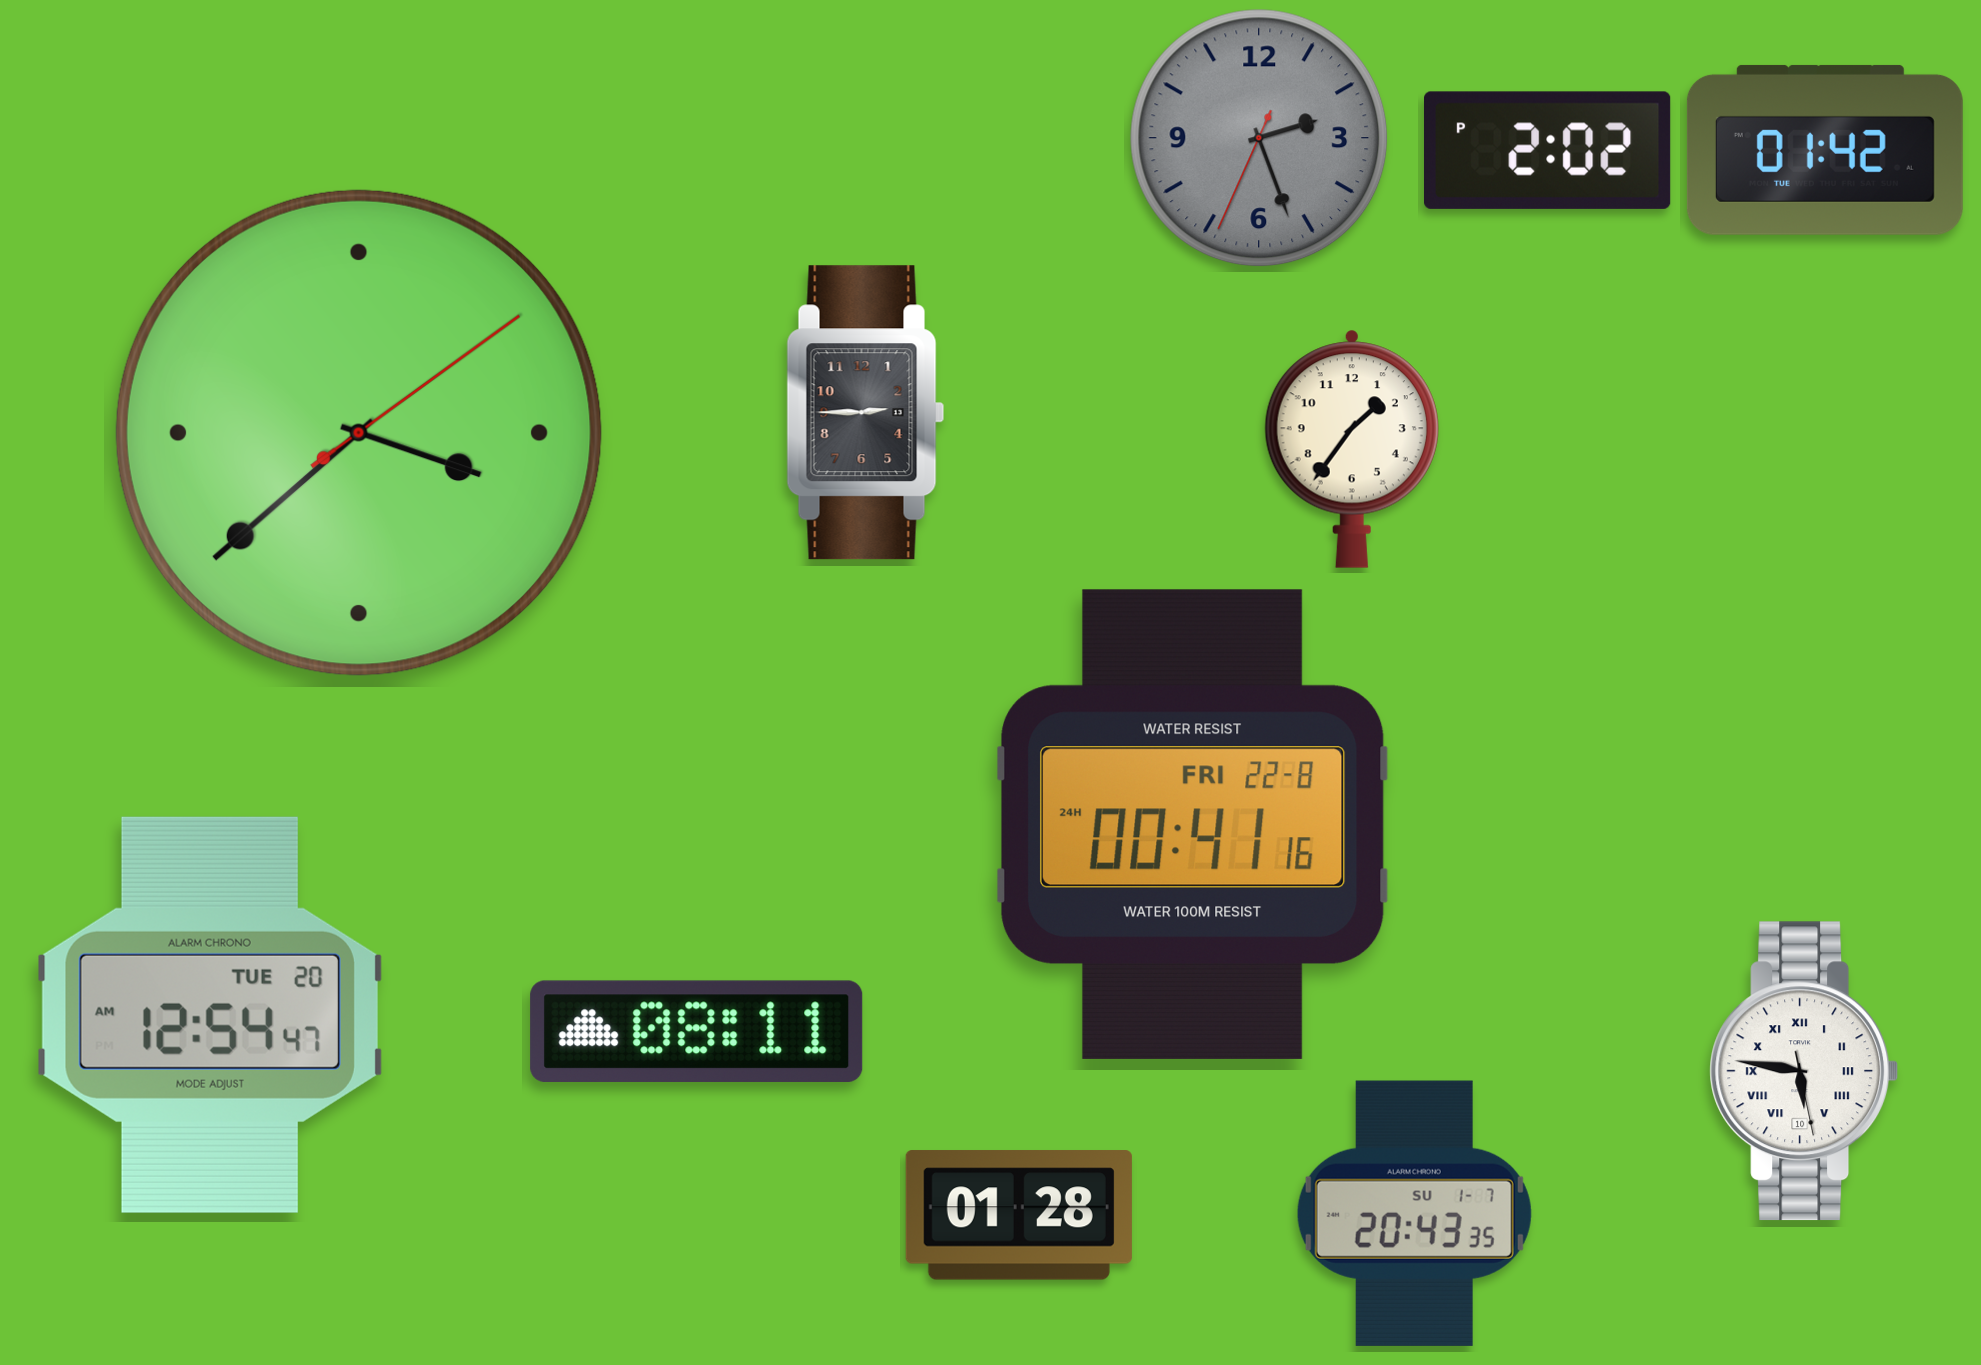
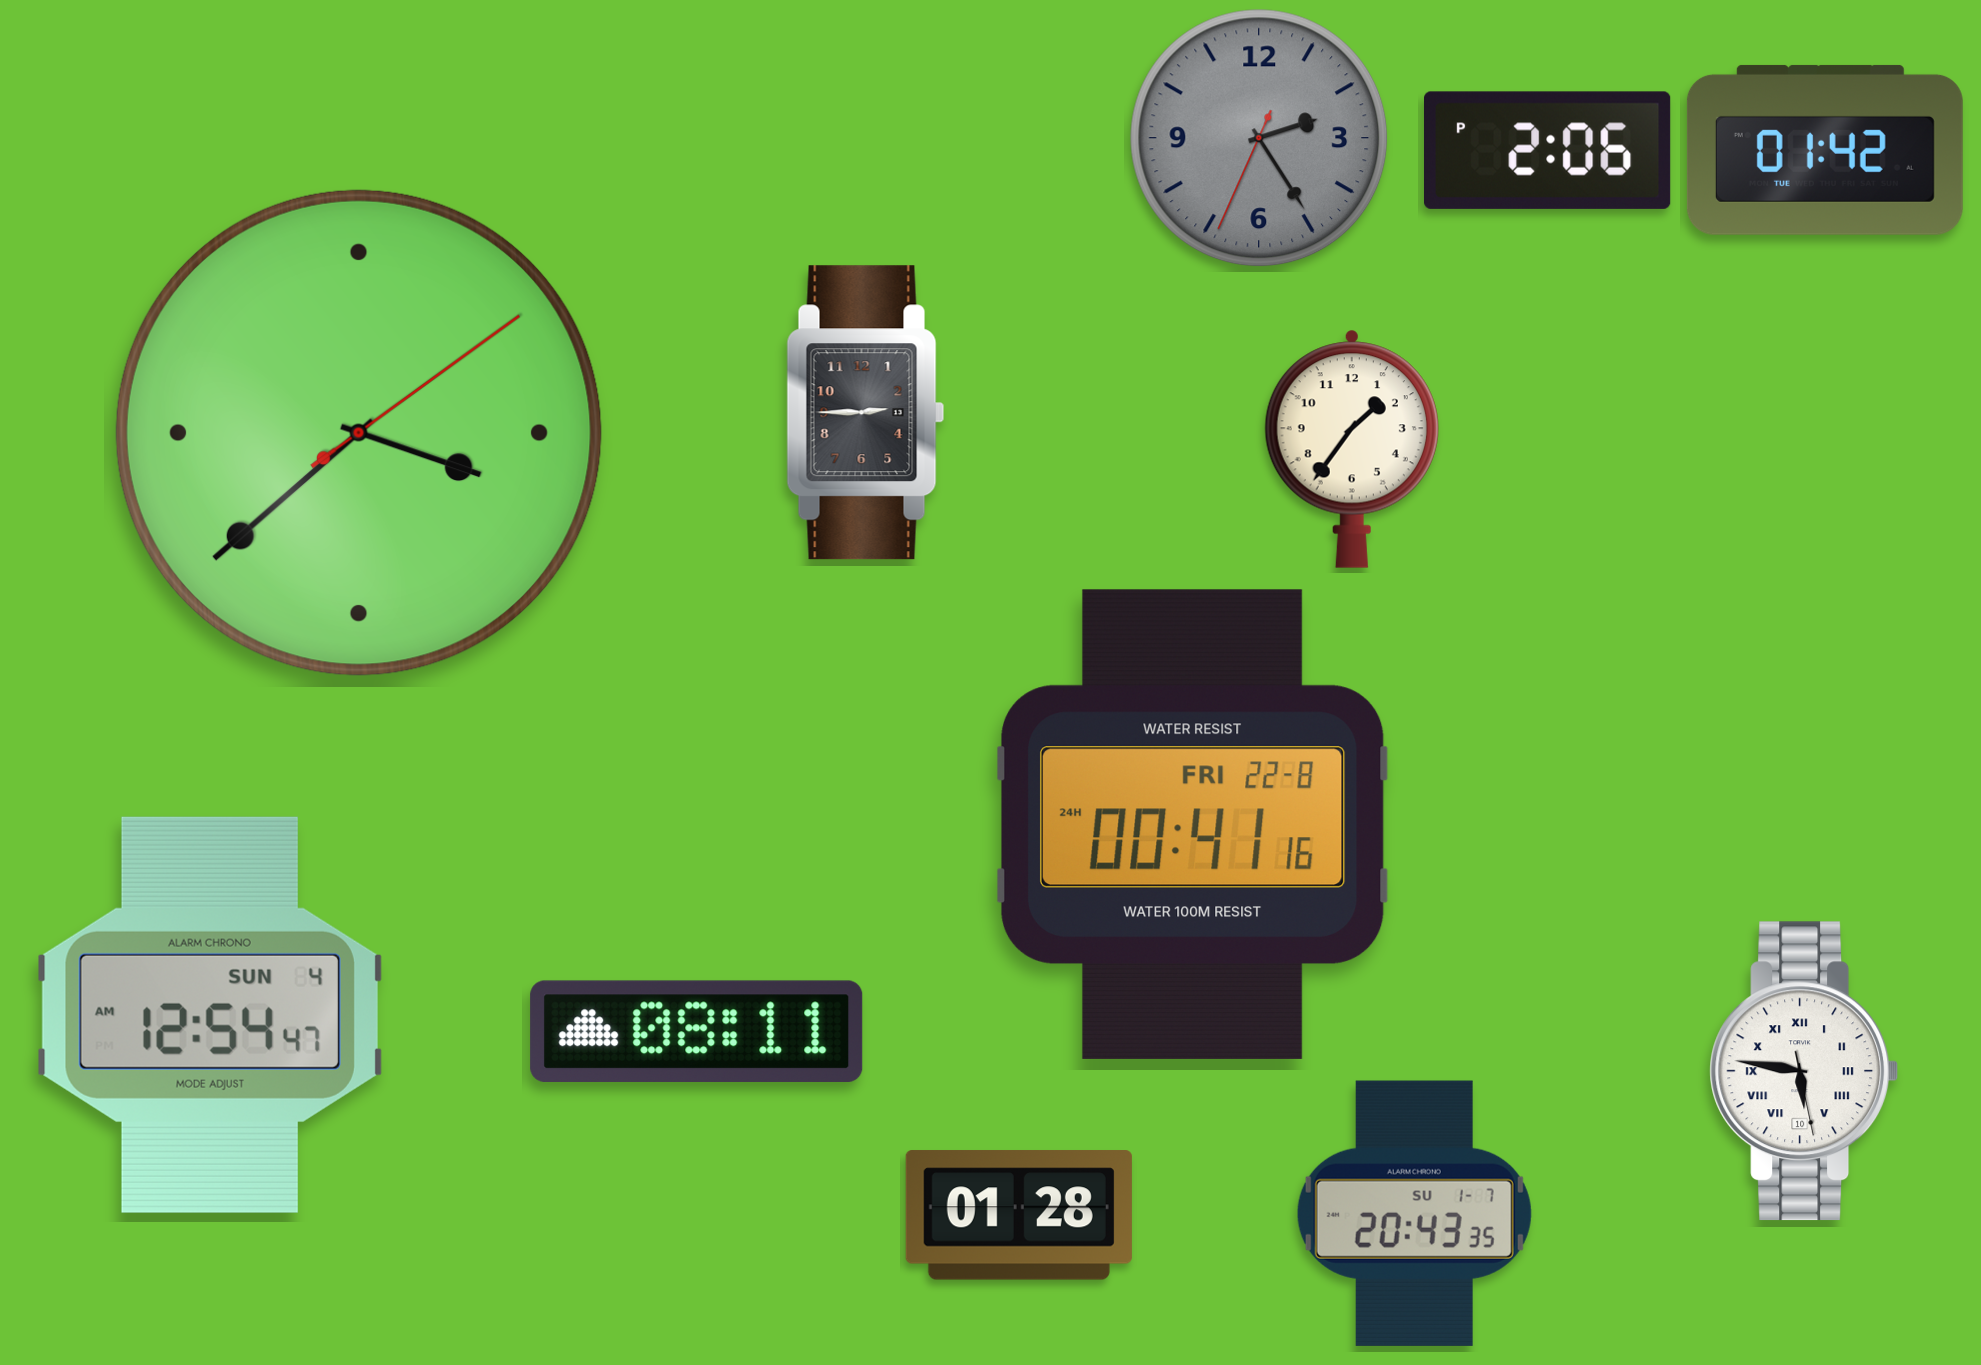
clock at (1259, 138): 2:26 -> 2:24
clock at (1548, 150): 2:02 -> 2:06
clock at (210, 1015) date: TUE 20 -> SUN 4
